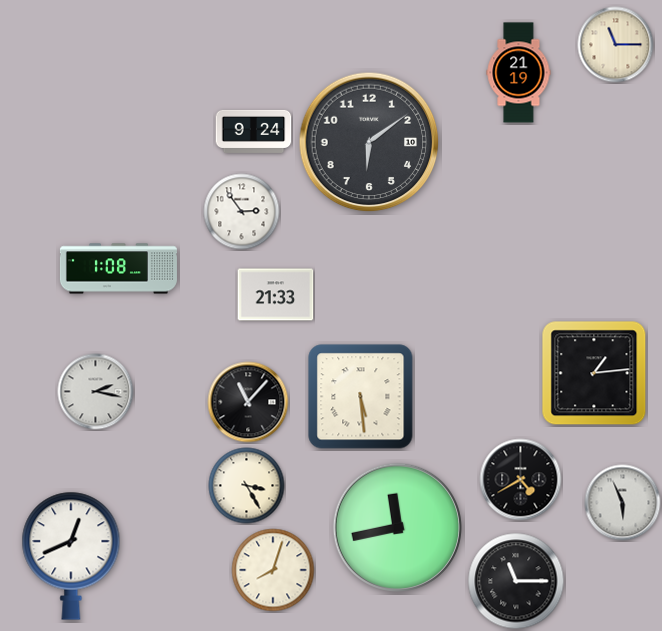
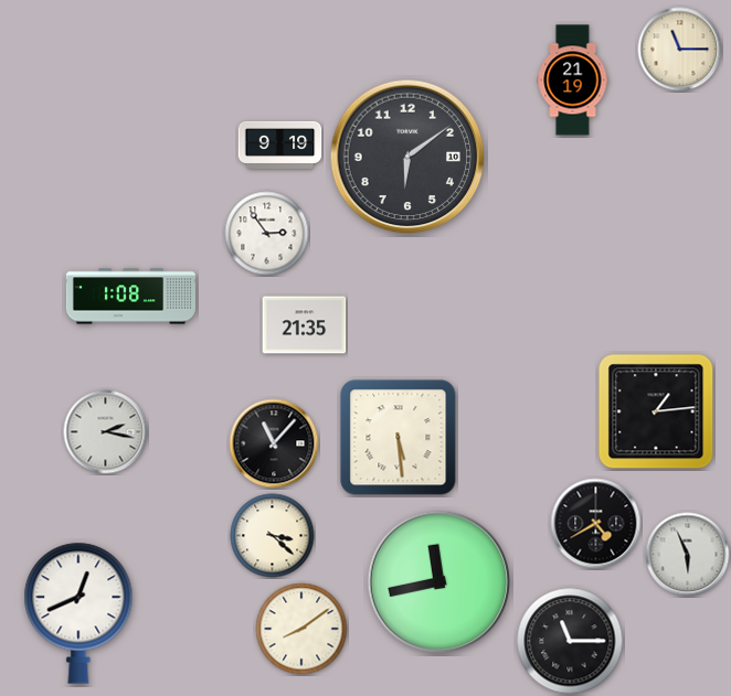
clock at (254, 131): 9:24 -> 9:19
clock at (276, 295): 21:33 -> 21:35
clock at (521, 480) position: (521, 480) -> (596, 524)
clock at (247, 486): 3:25 -> 3:22
clock at (273, 570): 8:03 -> 8:09
